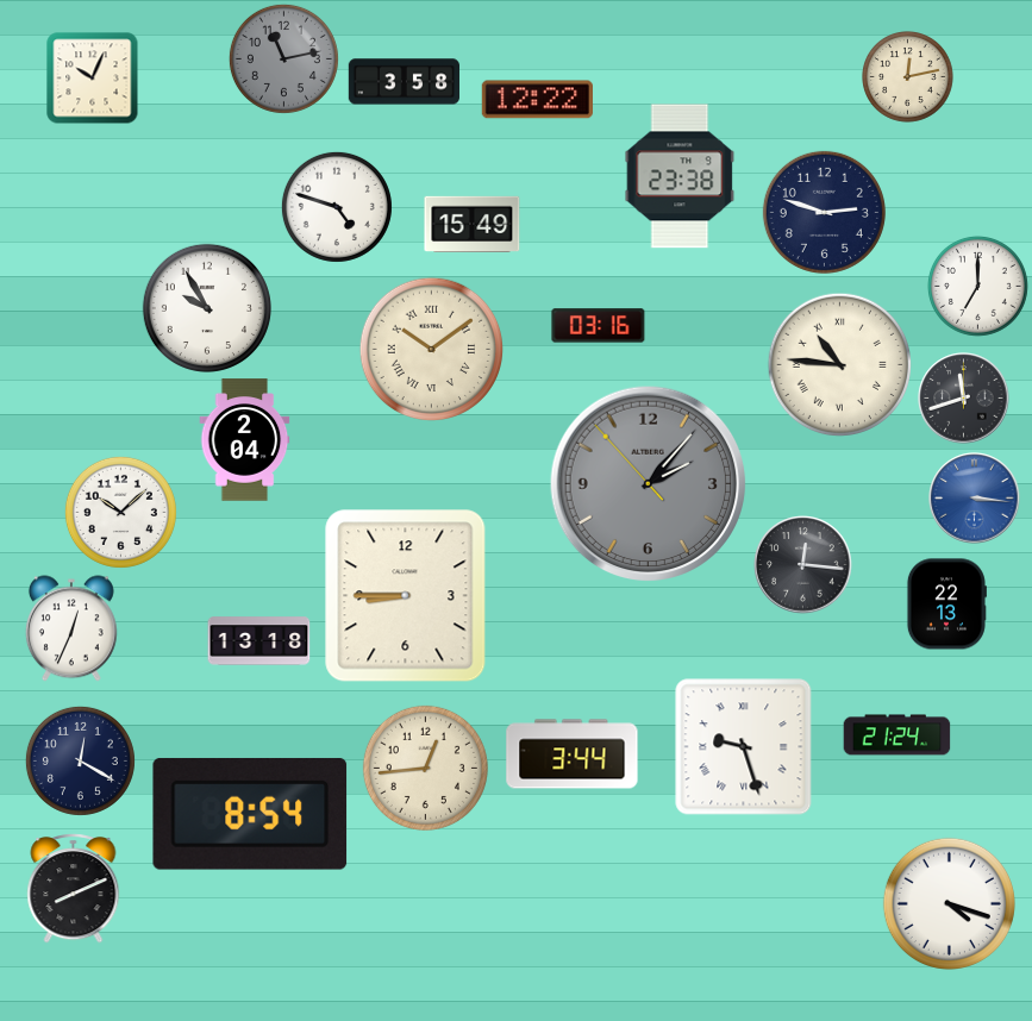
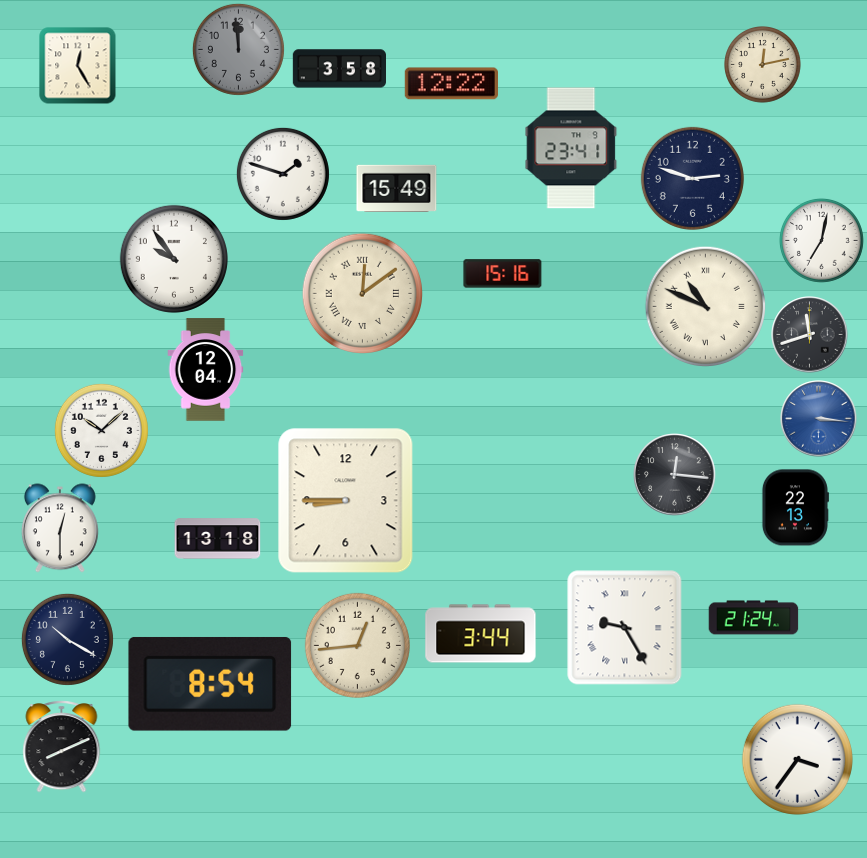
clock at (283, 58): 11:13 -> 11:59
clock at (93, 79): 10:04 -> 12:25
clock at (680, 176): 23:38 -> 23:41
clock at (337, 207): 4:48 -> 1:48
clock at (977, 286): 7:00 -> 7:02
clock at (207, 308): 9:55 -> 9:54
clock at (599, 326): 03:16 -> 15:16
clock at (431, 349): 10:09 -> 12:09
clock at (839, 364): 10:46 -> 10:49
clock at (245, 440): 2:04 -> 12:04
clock at (649, 484): 2:06 -> none
clock at (406, 596) position: (406, 596) -> (346, 501)
clock at (71, 628): 12:34 -> 12:30
clock at (744, 747): 9:27 -> 9:25
clock at (80, 760): 12:20 -> 10:20
clock at (949, 903): 4:18 -> 3:36
